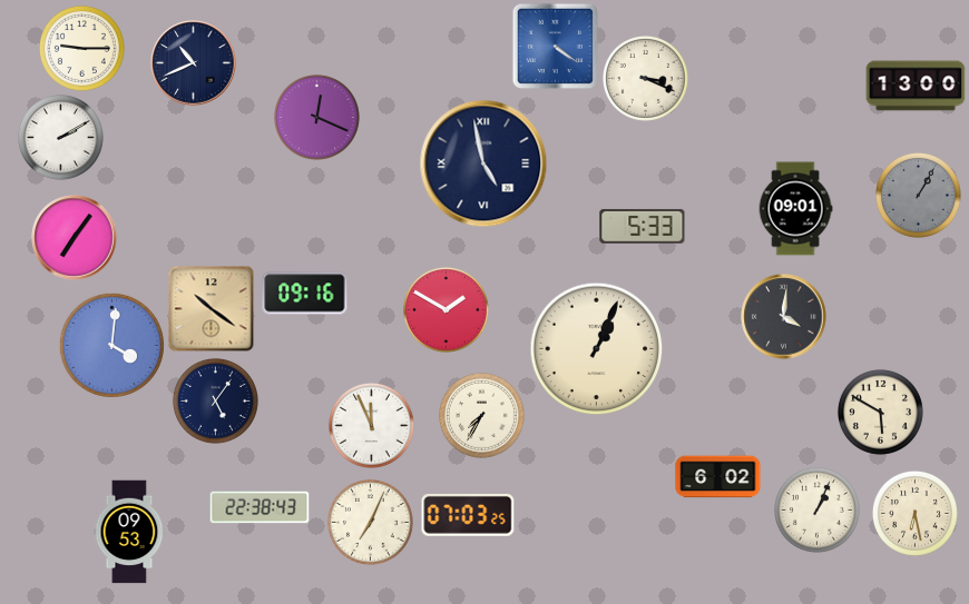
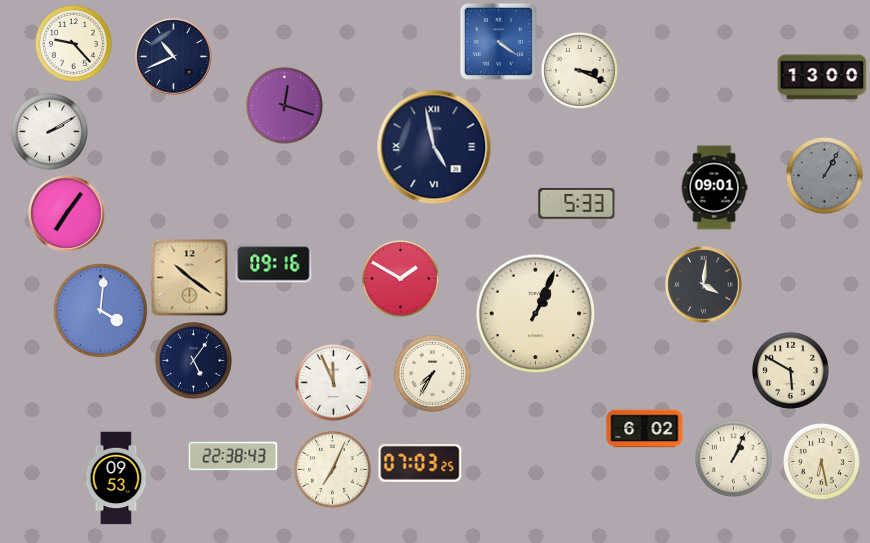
clock at (81, 48): 9:15 -> 9:23
clock at (316, 117): 12:19 -> 12:18
clock at (60, 137) position: (60, 137) -> (49, 131)
